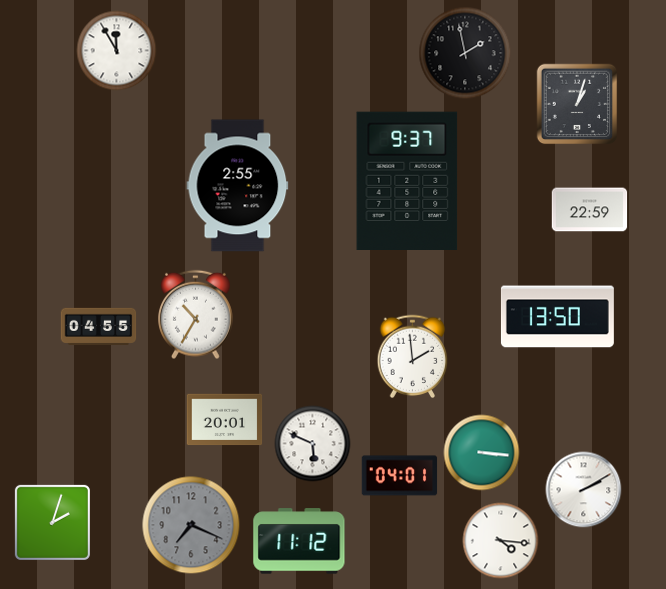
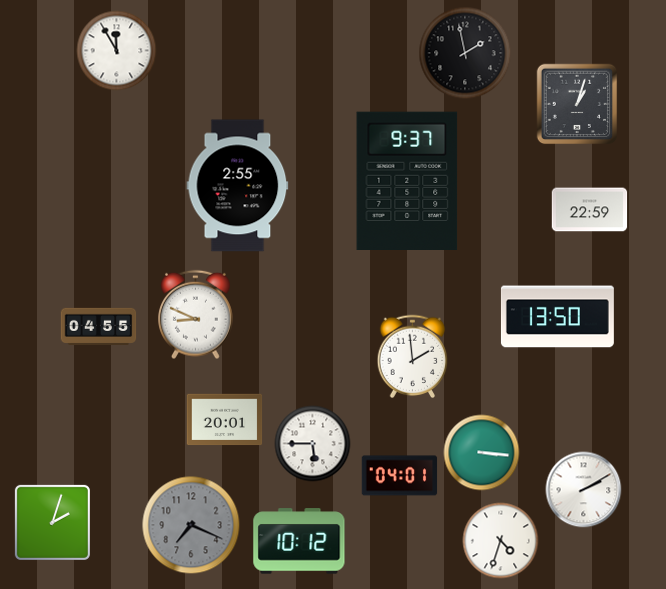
clock at (196, 315): 10:35 -> 8:49
clock at (313, 444): 5:49 -> 5:45
clock at (299, 541): 11:12 -> 10:12
clock at (501, 541): 4:16 -> 4:33
